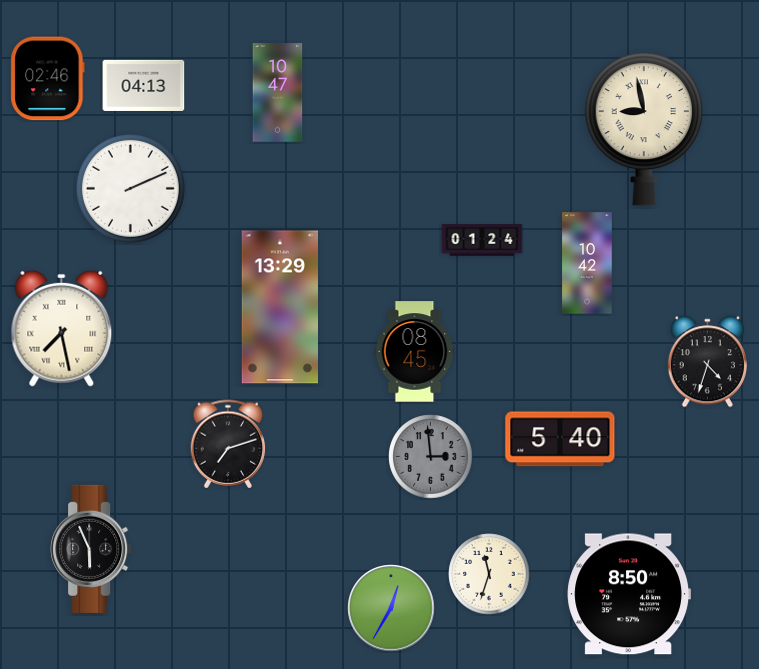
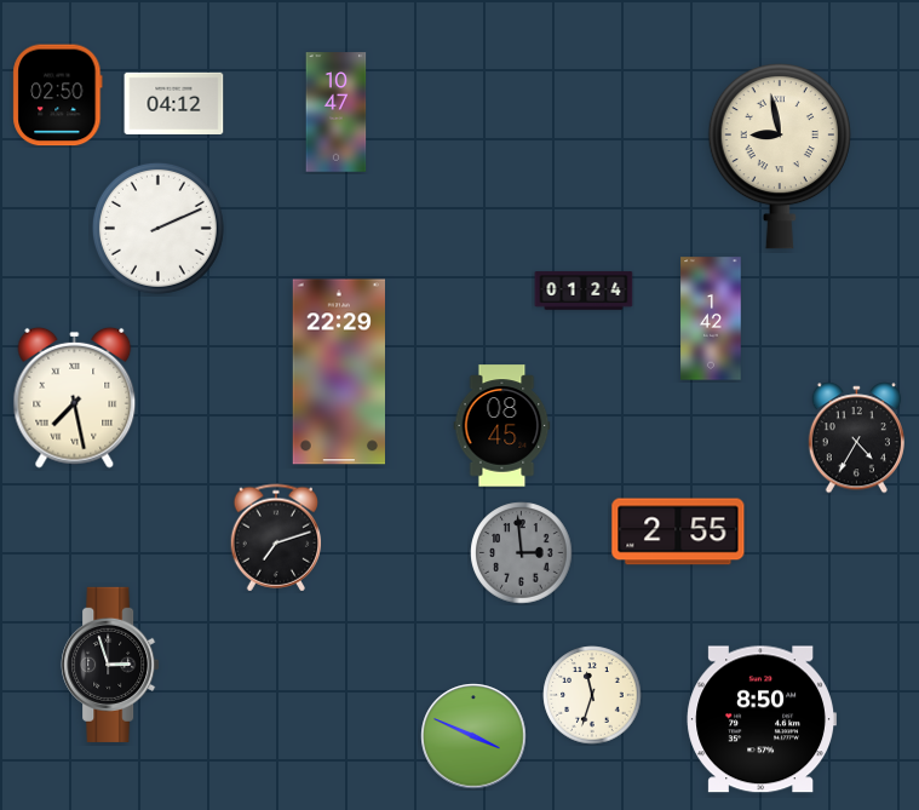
clock at (48, 79): 02:46 -> 02:50
clock at (144, 85): 04:13 -> 04:12
clock at (587, 263): 10:42 -> 1:42
clock at (279, 307): 13:29 -> 22:29
clock at (707, 362): 4:33 -> 4:35
clock at (560, 439): 5:40 -> 2:55
clock at (91, 549): 5:56 -> 2:57
clock at (391, 608): 12:35 -> 3:49
